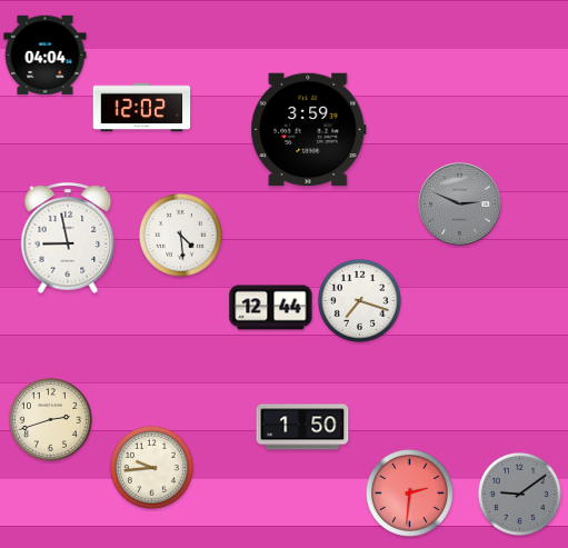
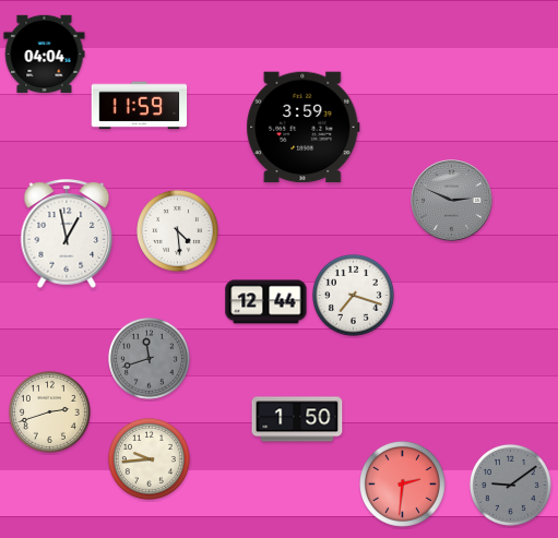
clock at (142, 108): 12:02 -> 11:59
clock at (68, 238): 8:58 -> 12:58
clock at (149, 358): none -> 11:42
